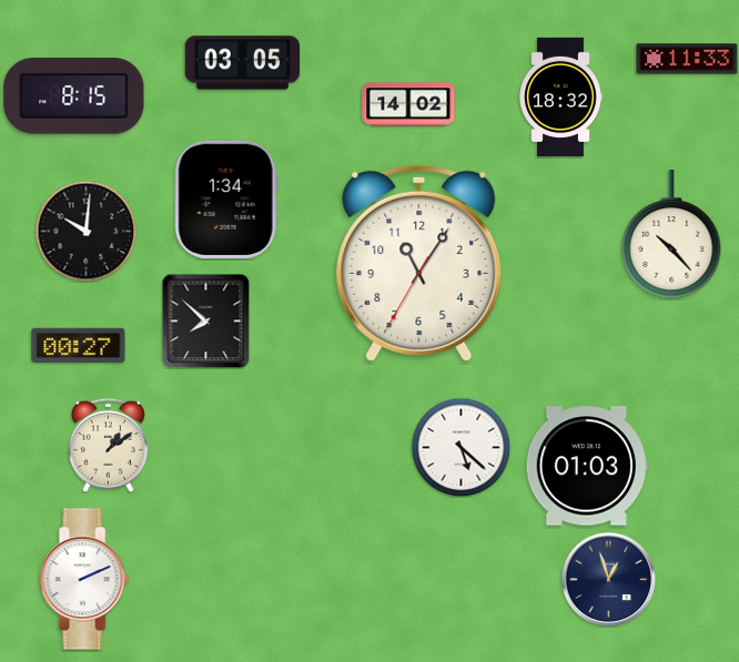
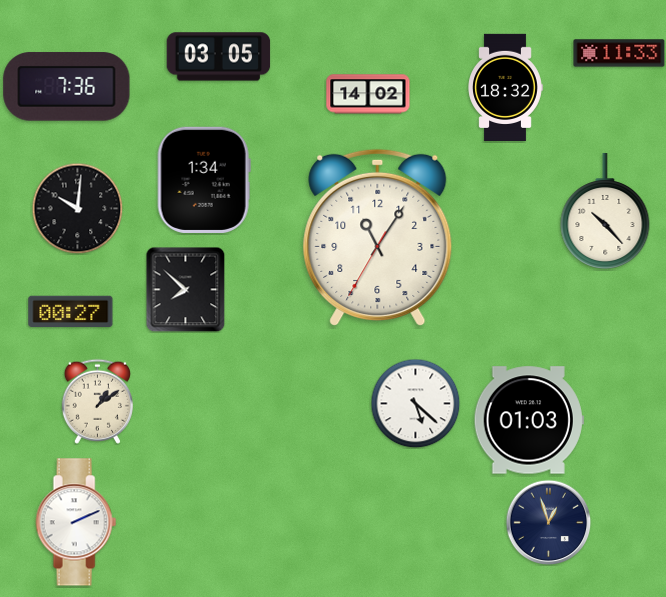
clock at (74, 96): 8:15 -> 7:36
